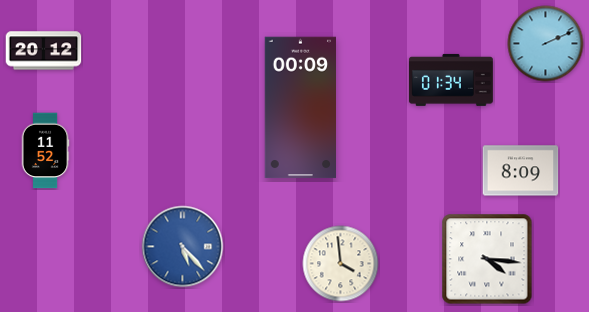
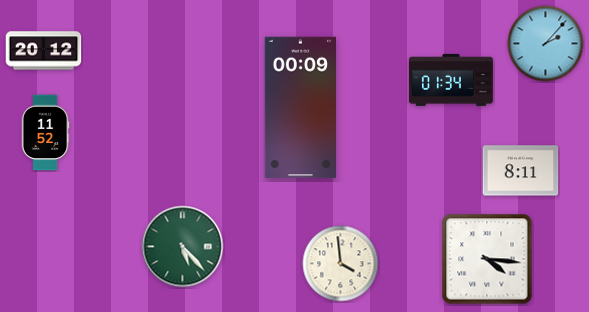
clock at (546, 44): 2:11 -> 2:07
clock at (45, 151) position: (45, 151) -> (45, 133)
clock at (521, 171): 8:09 -> 8:11
clock at (183, 247) dial: blue -> green
